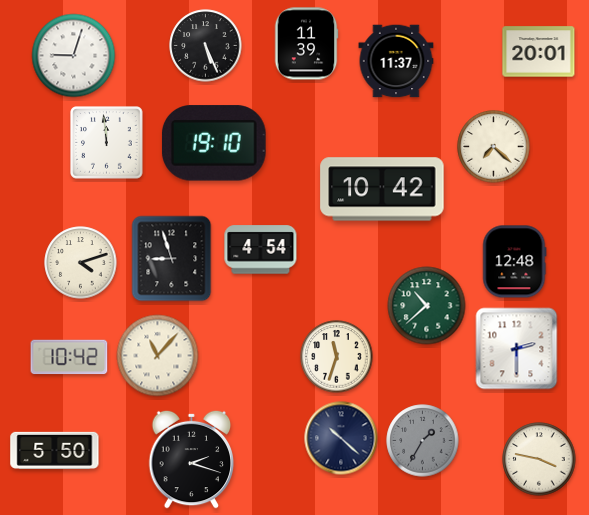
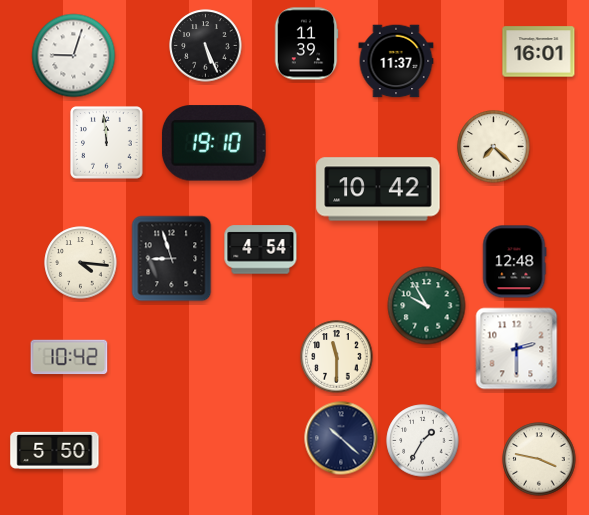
clock at (539, 52): 20:01 -> 16:01
clock at (382, 189) position: (382, 189) -> (378, 189)
clock at (81, 263): 4:12 -> 4:16
clock at (427, 306): 10:38 -> 9:55
clock at (158, 356): 11:07 -> none
clock at (337, 357): 11:33 -> 11:30
clock at (423, 441) dial: grey -> white
clock at (192, 459): 2:18 -> none
